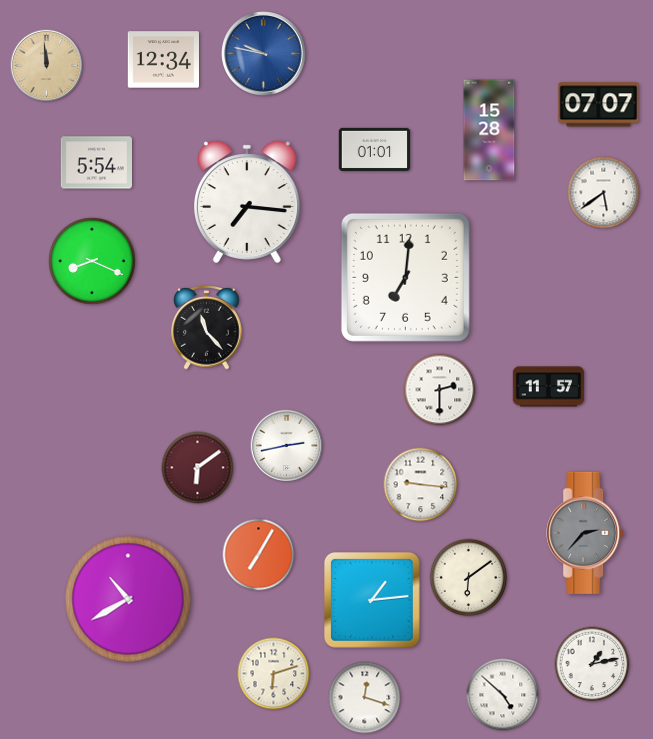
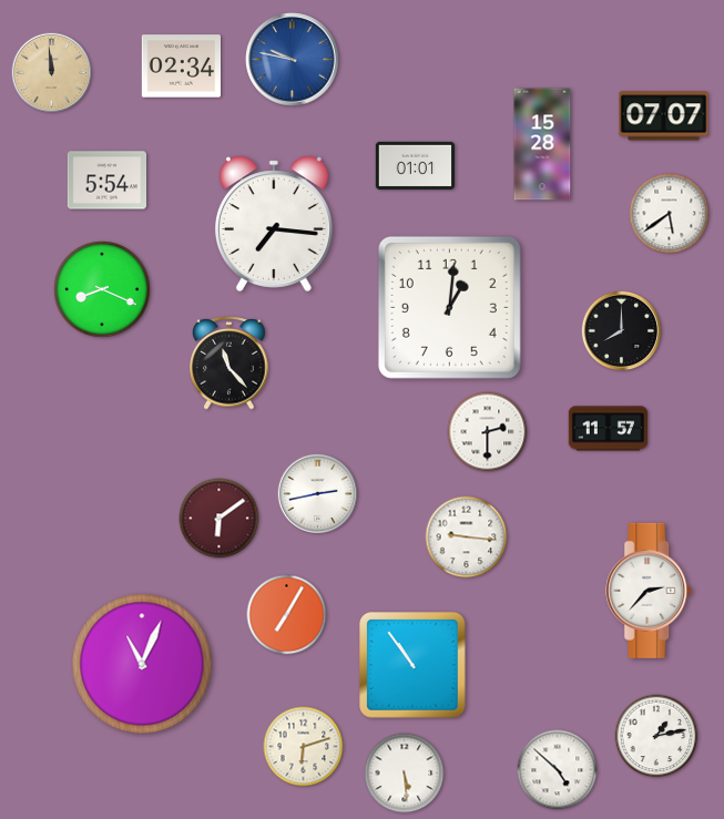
clock at (163, 60): 12:34 -> 02:34
clock at (405, 277): 7:01 -> 1:01
clock at (622, 331): none -> 8:00
clock at (586, 533) dial: grey -> white
clock at (469, 578): 6:09 -> none
clock at (128, 599): 10:40 -> 11:04
clock at (373, 601): 1:14 -> 10:54
clock at (365, 698): 12:18 -> 5:29
